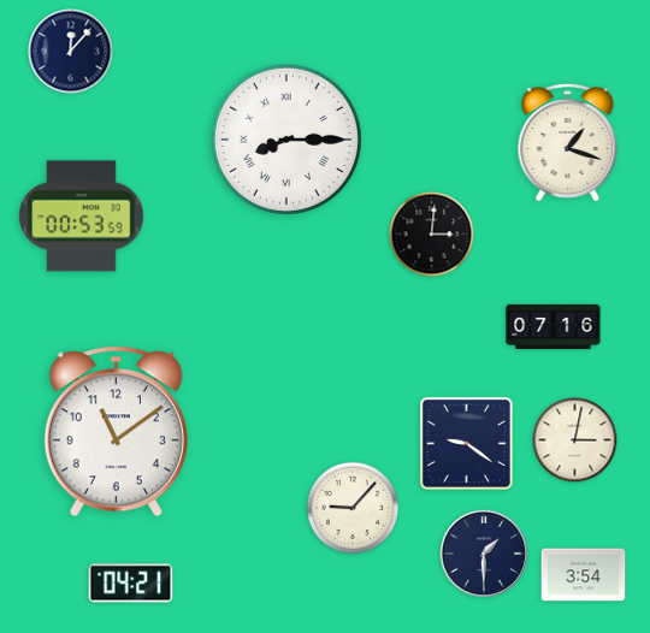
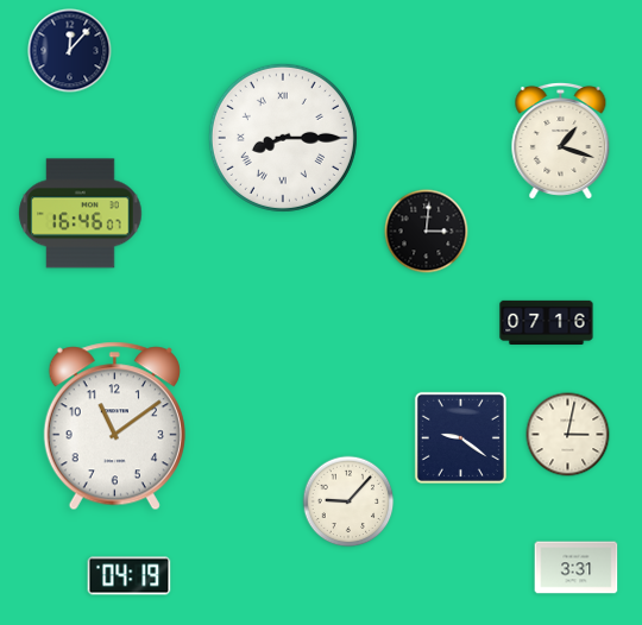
clock at (82, 217): 00:53 -> 16:46
clock at (484, 554): 1:30 -> none
clock at (584, 575): 3:54 -> 3:31
clock at (131, 584): 04:21 -> 04:19
